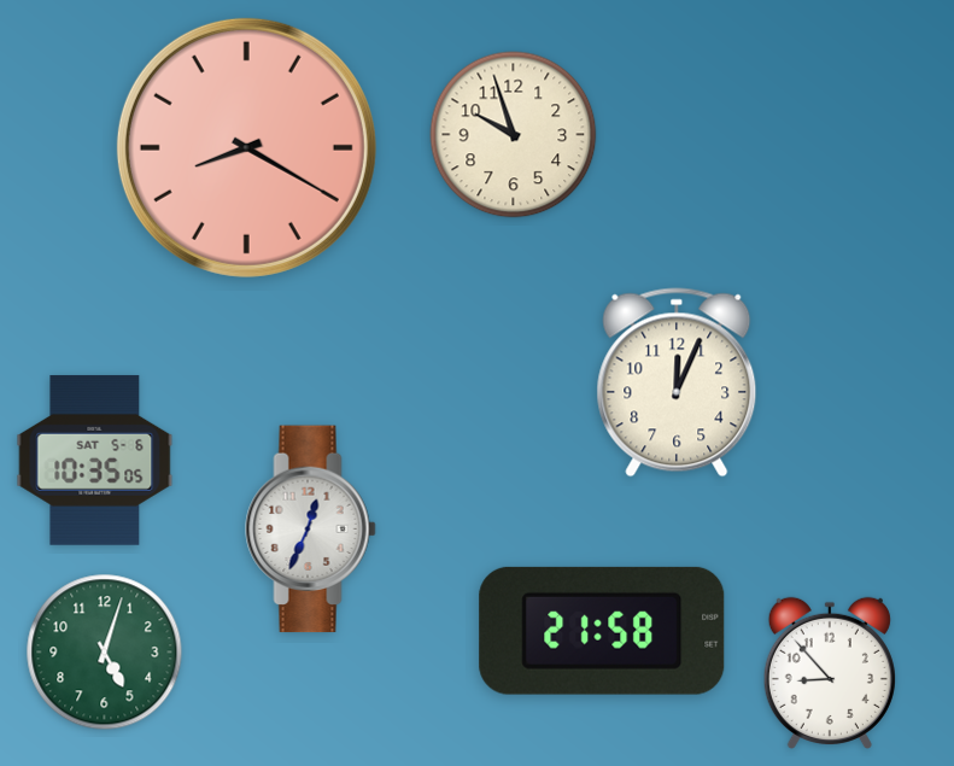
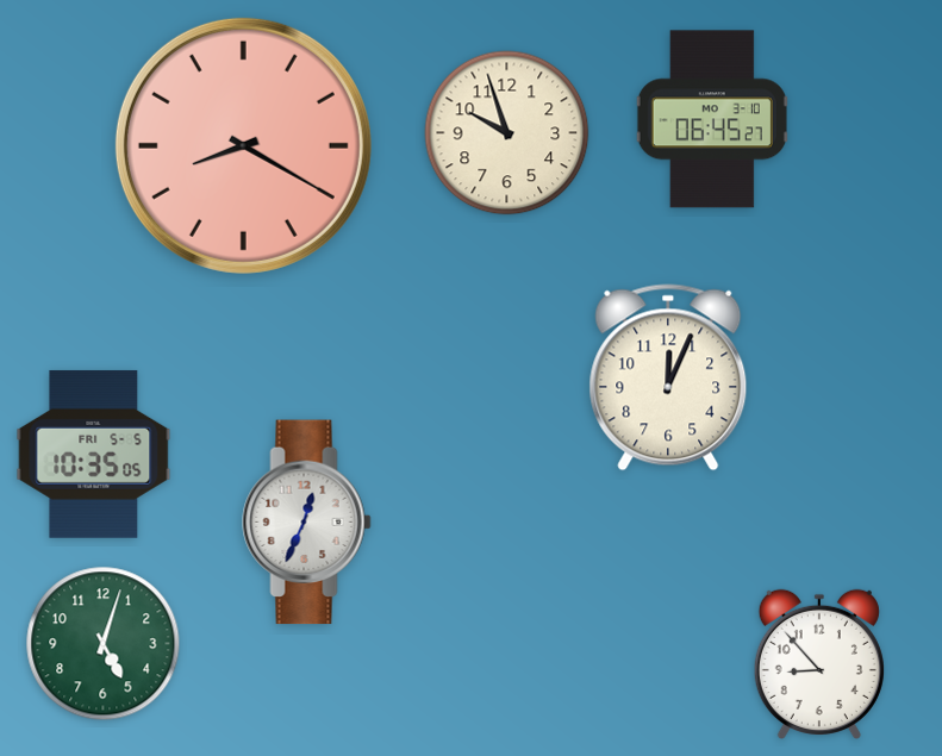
clock at (712, 119): none -> 06:45
clock at (95, 460) date: SAT 5-6 -> FRI 5-5
clock at (602, 631): 21:58 -> none
